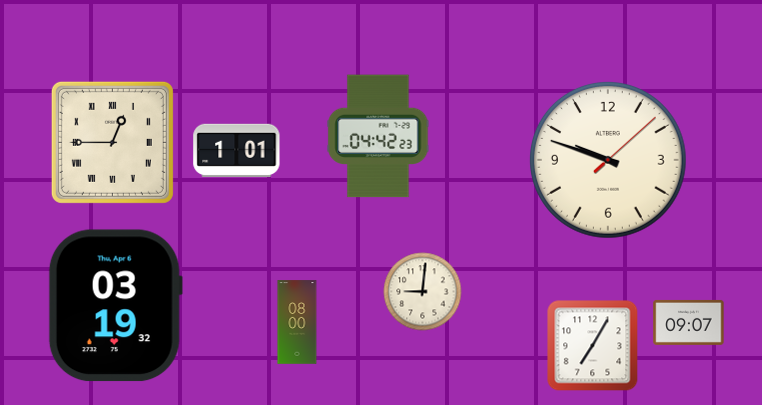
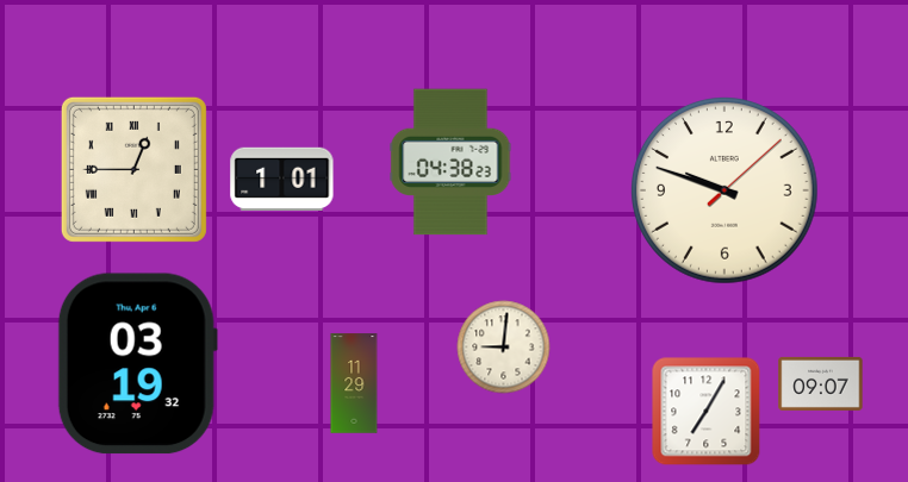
clock at (378, 136): 04:42 -> 04:38
clock at (297, 322): 08:00 -> 11:29
